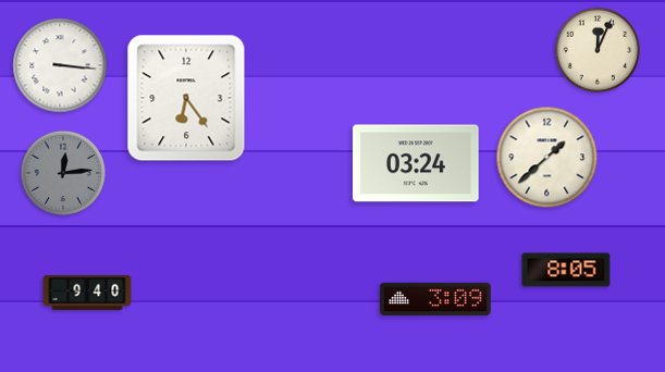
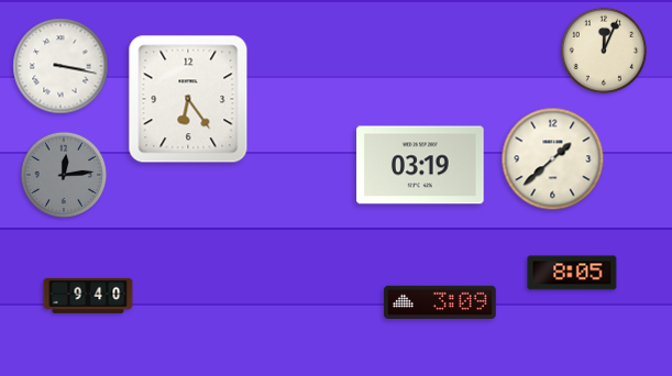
clock at (60, 65): 3:16 -> 3:17
clock at (416, 163): 03:24 -> 03:19
